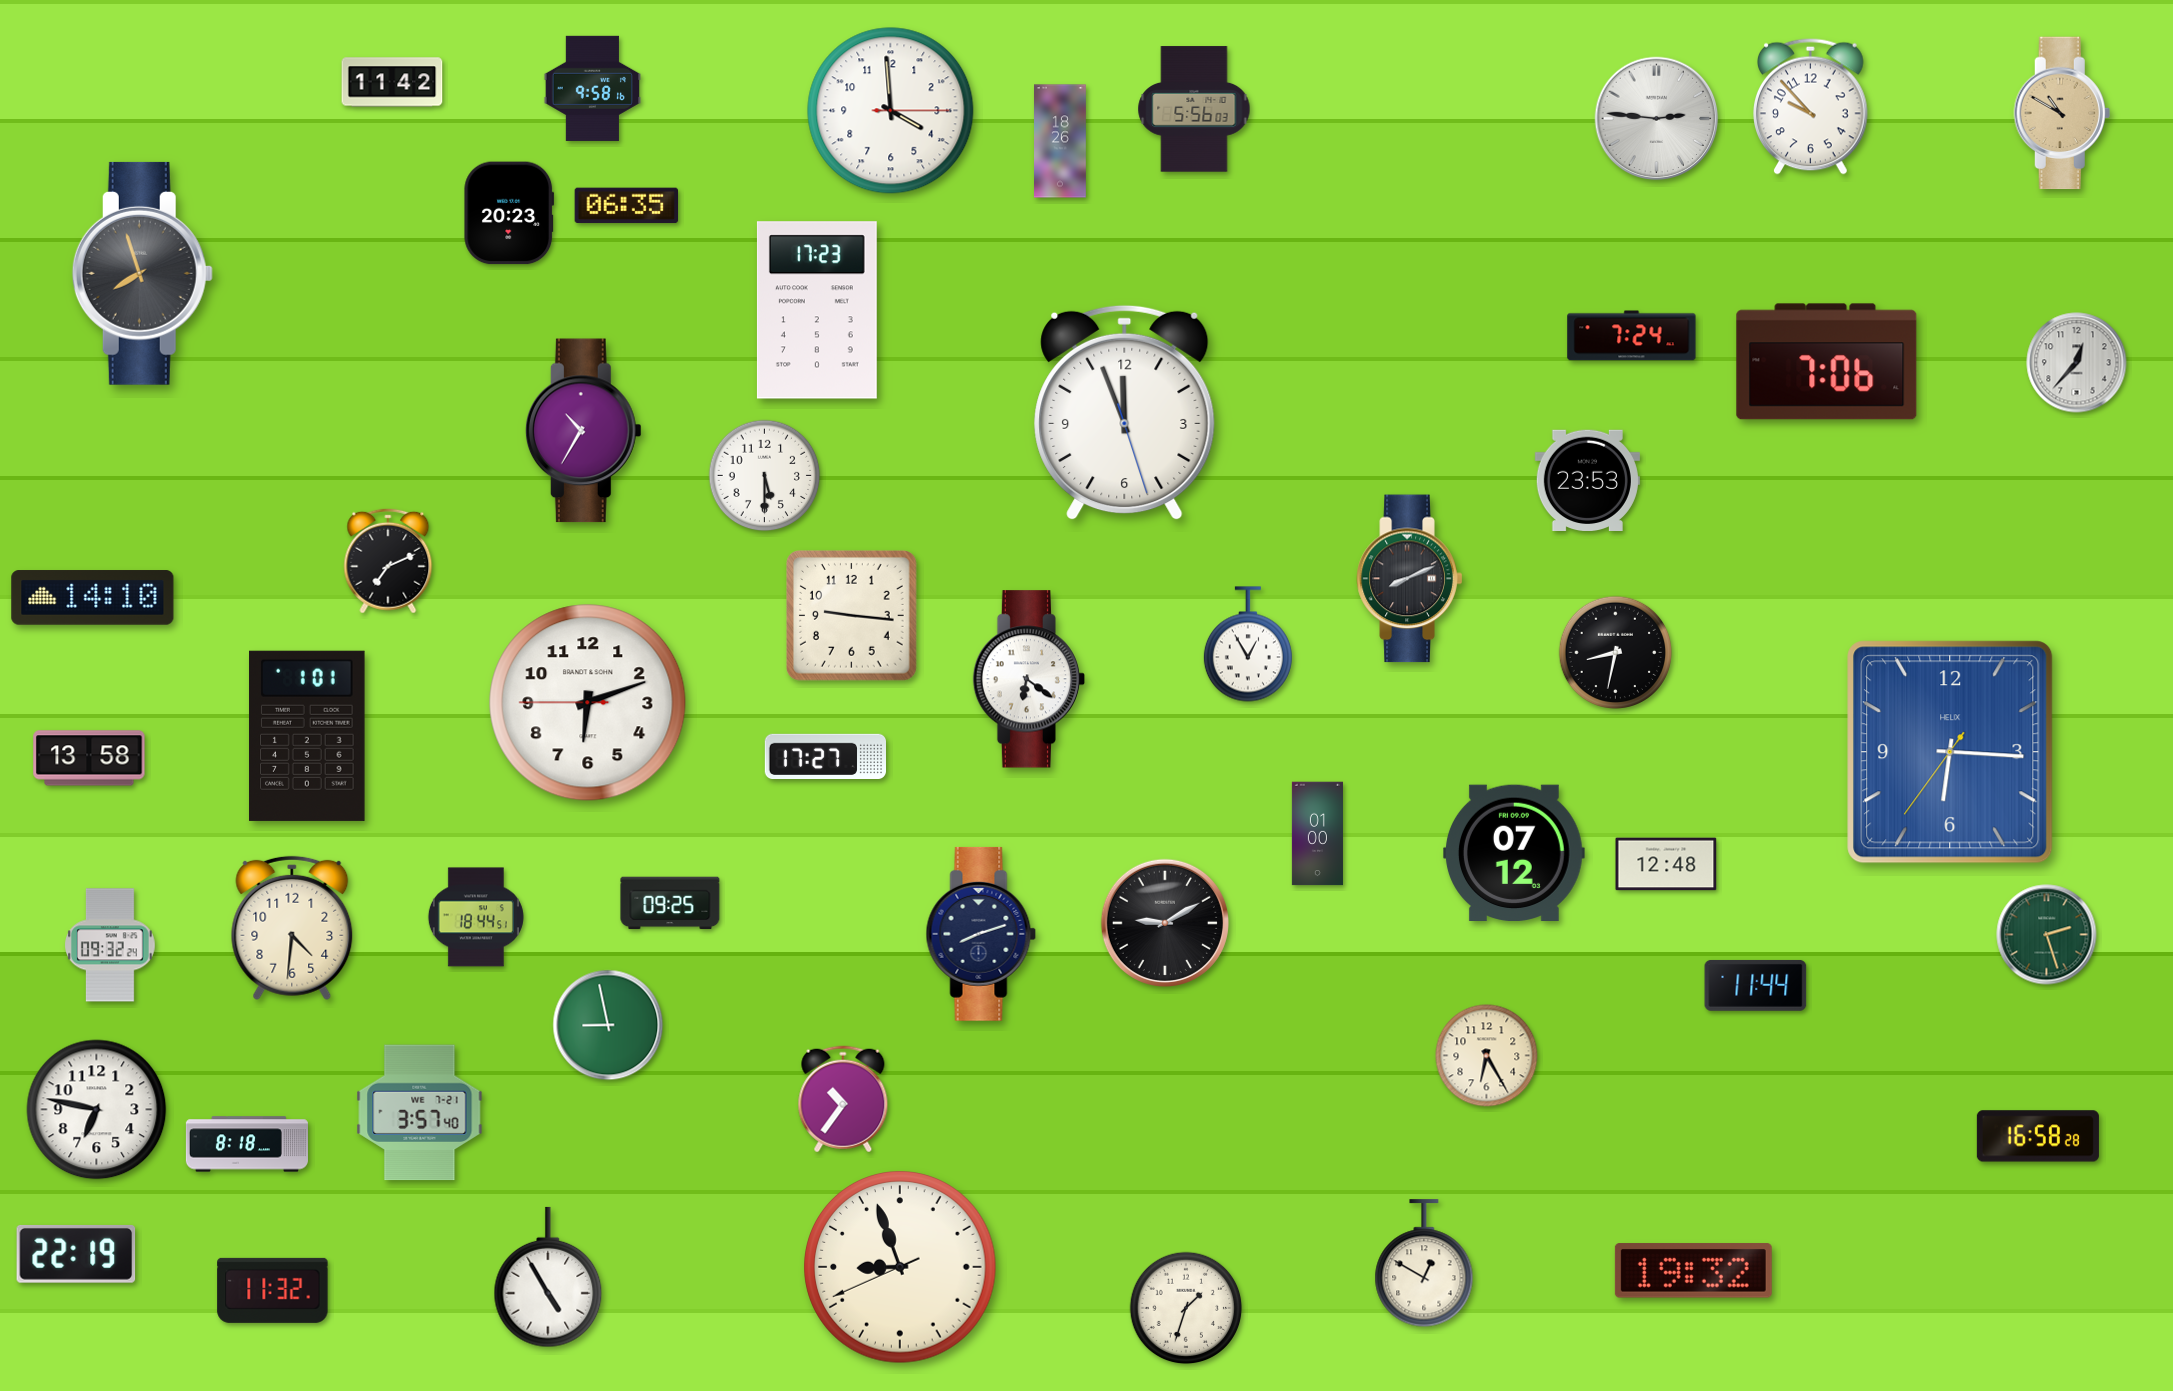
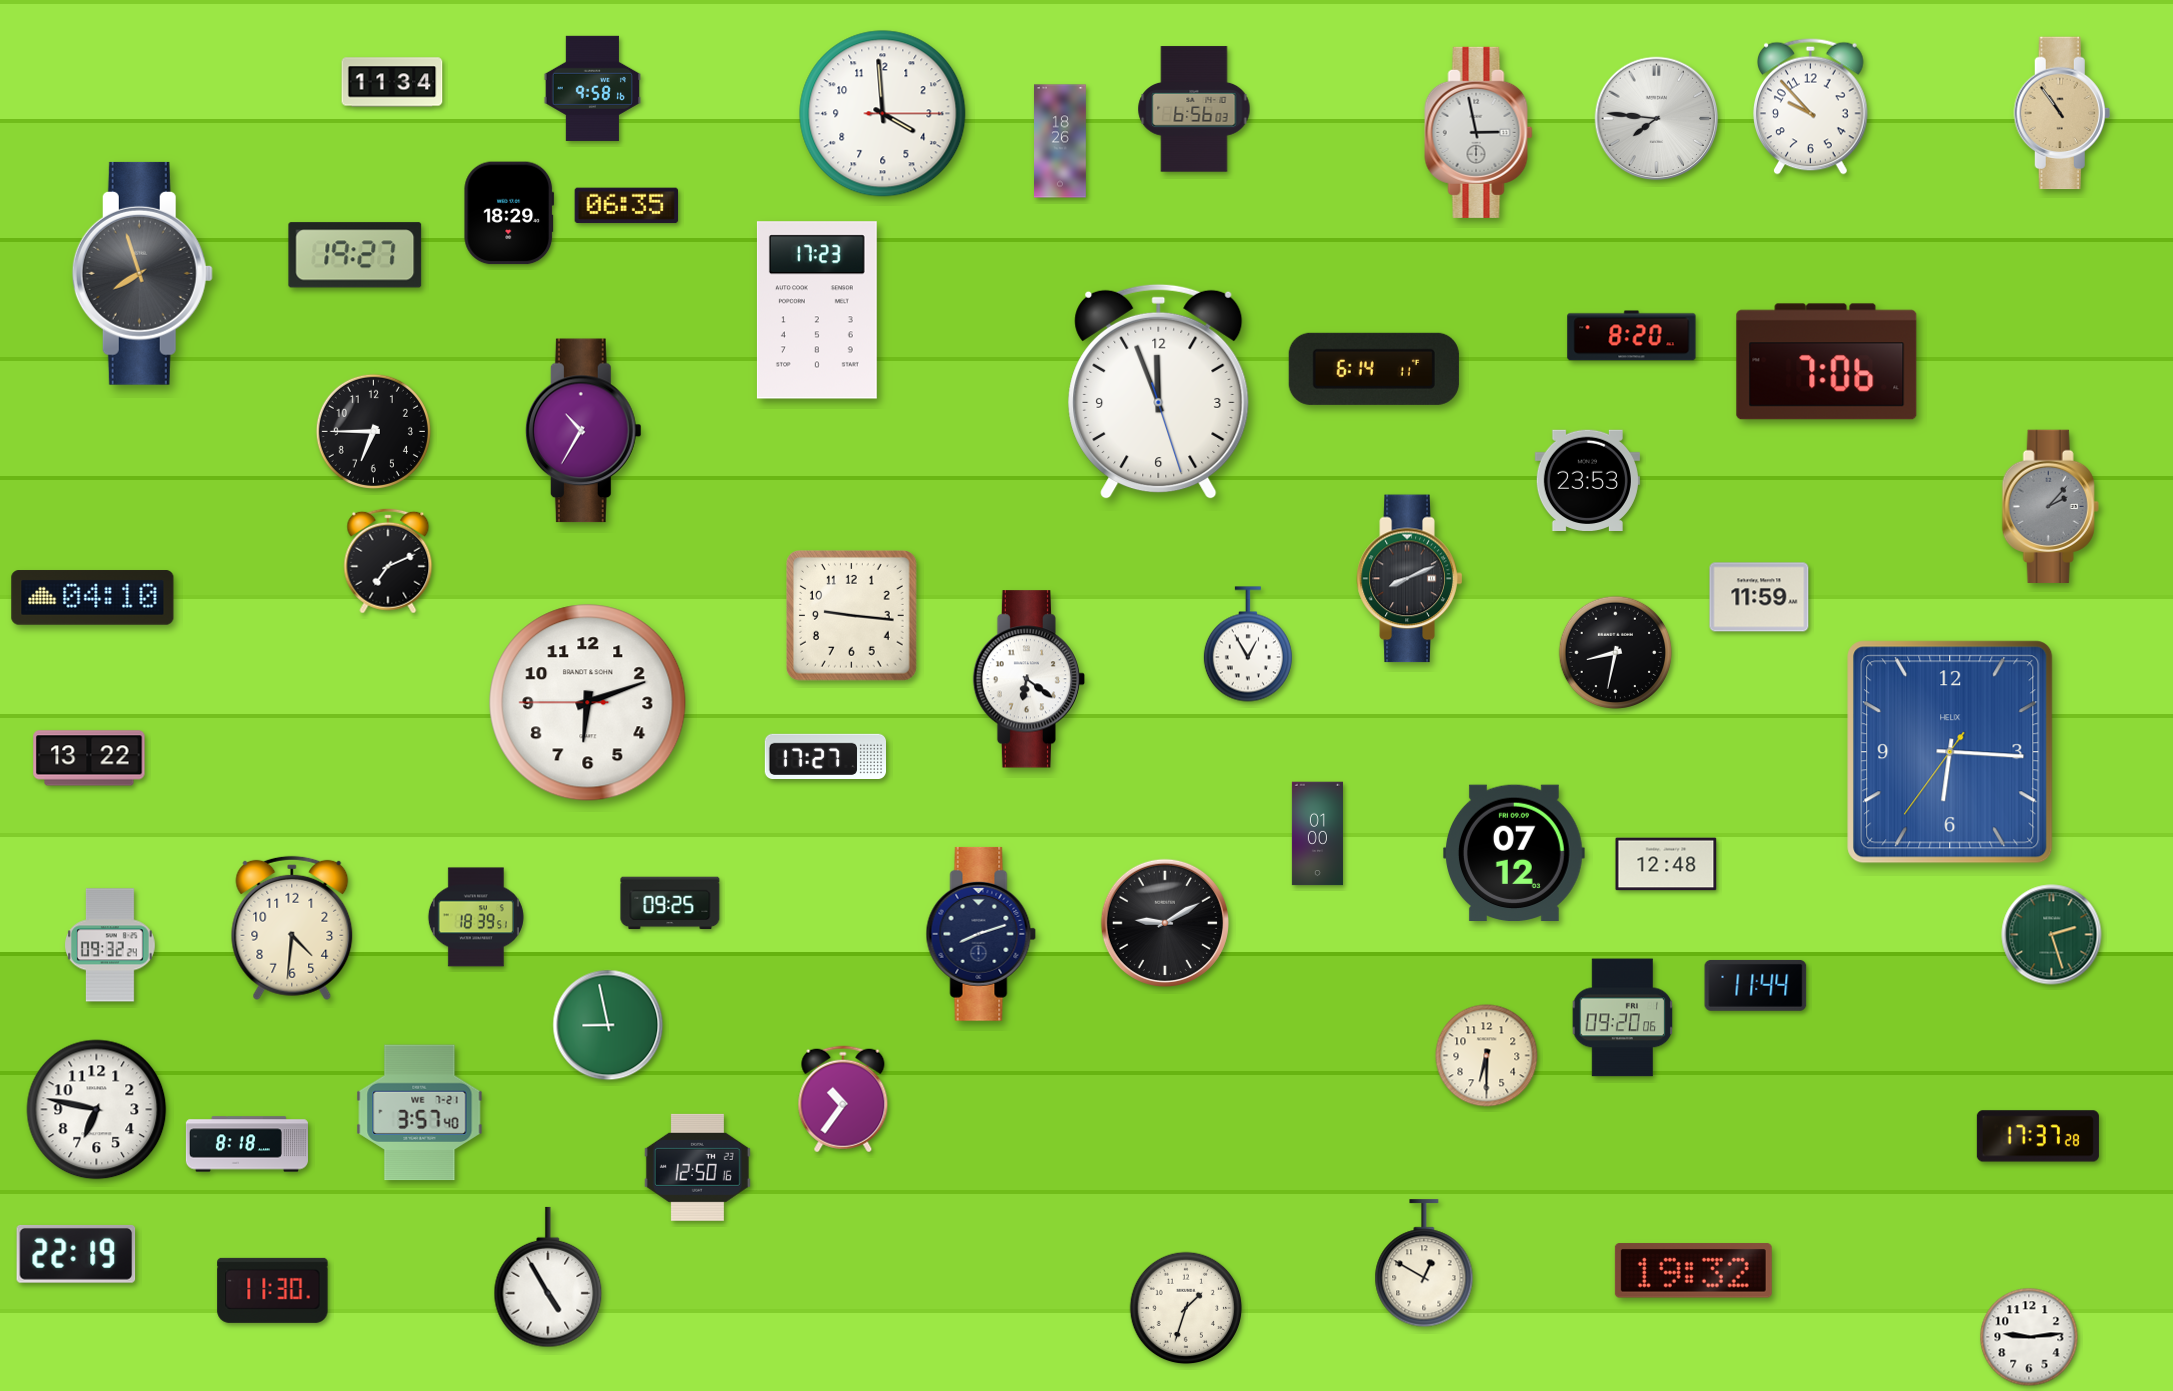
clock at (392, 82): 11:42 -> 11:34
clock at (1194, 109): 5:56 -> 6:56
clock at (891, 111) position: (891, 111) -> (883, 114)
clock at (2062, 113): 10:50 -> 10:54
clock at (1657, 119): 2:46 -> 7:46
clock at (1479, 132): none -> 2:58
clock at (509, 213): 20:23 -> 18:29
clock at (355, 255): none -> 19:27
clock at (1632, 336): 7:24 -> 8:20
clock at (2077, 363): 12:37 -> none
clock at (1374, 369): none -> 6:14
clock at (1125, 413) position: (1125, 413) -> (1159, 392)
clock at (373, 431): none -> 6:45
clock at (765, 476): 5:30 -> none
clock at (2050, 506): none -> 2:07
clock at (1759, 597): none -> 11:59
clock at (93, 598): 14:10 -> 04:10
clock at (307, 736): 1:01 -> none
clock at (89, 758): 13:58 -> 13:22
clock at (476, 917): 18:44 -> 18:39
clock at (2047, 935) position: (2047, 935) -> (2052, 935)
clock at (1623, 1018): none -> 09:20
clock at (1487, 1056): 6:25 -> 6:30
clock at (2038, 1136): 16:58 -> 17:37
clock at (697, 1167): none -> 12:50
clock at (900, 1267): 8:56 -> none
clock at (273, 1290): 11:32 -> 11:30
clock at (2029, 1337): none -> 9:14
